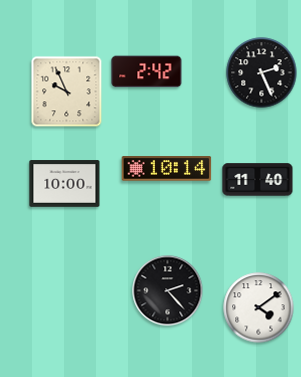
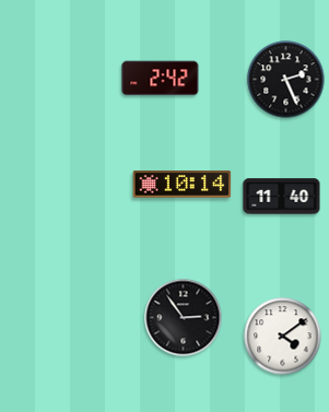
clock at (67, 92): 9:56 -> none
clock at (65, 184): 10:00 -> none
clock at (168, 291): 2:23 -> 2:54
